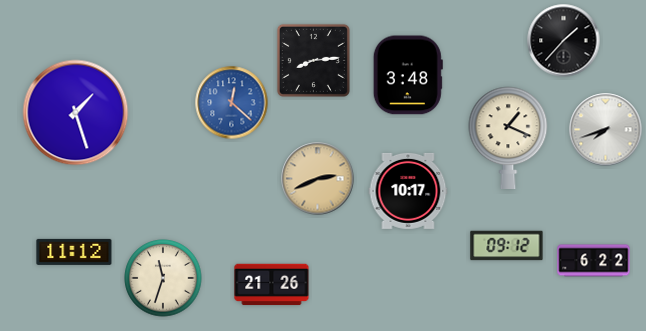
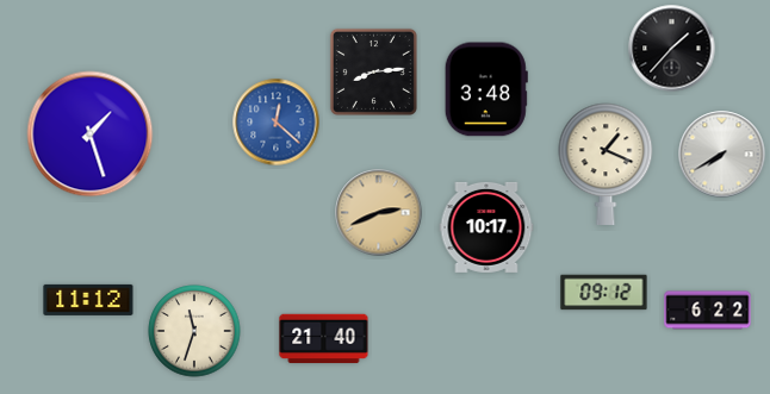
clock at (606, 130): 7:42 -> 7:40
clock at (272, 285): 21:26 -> 21:40
